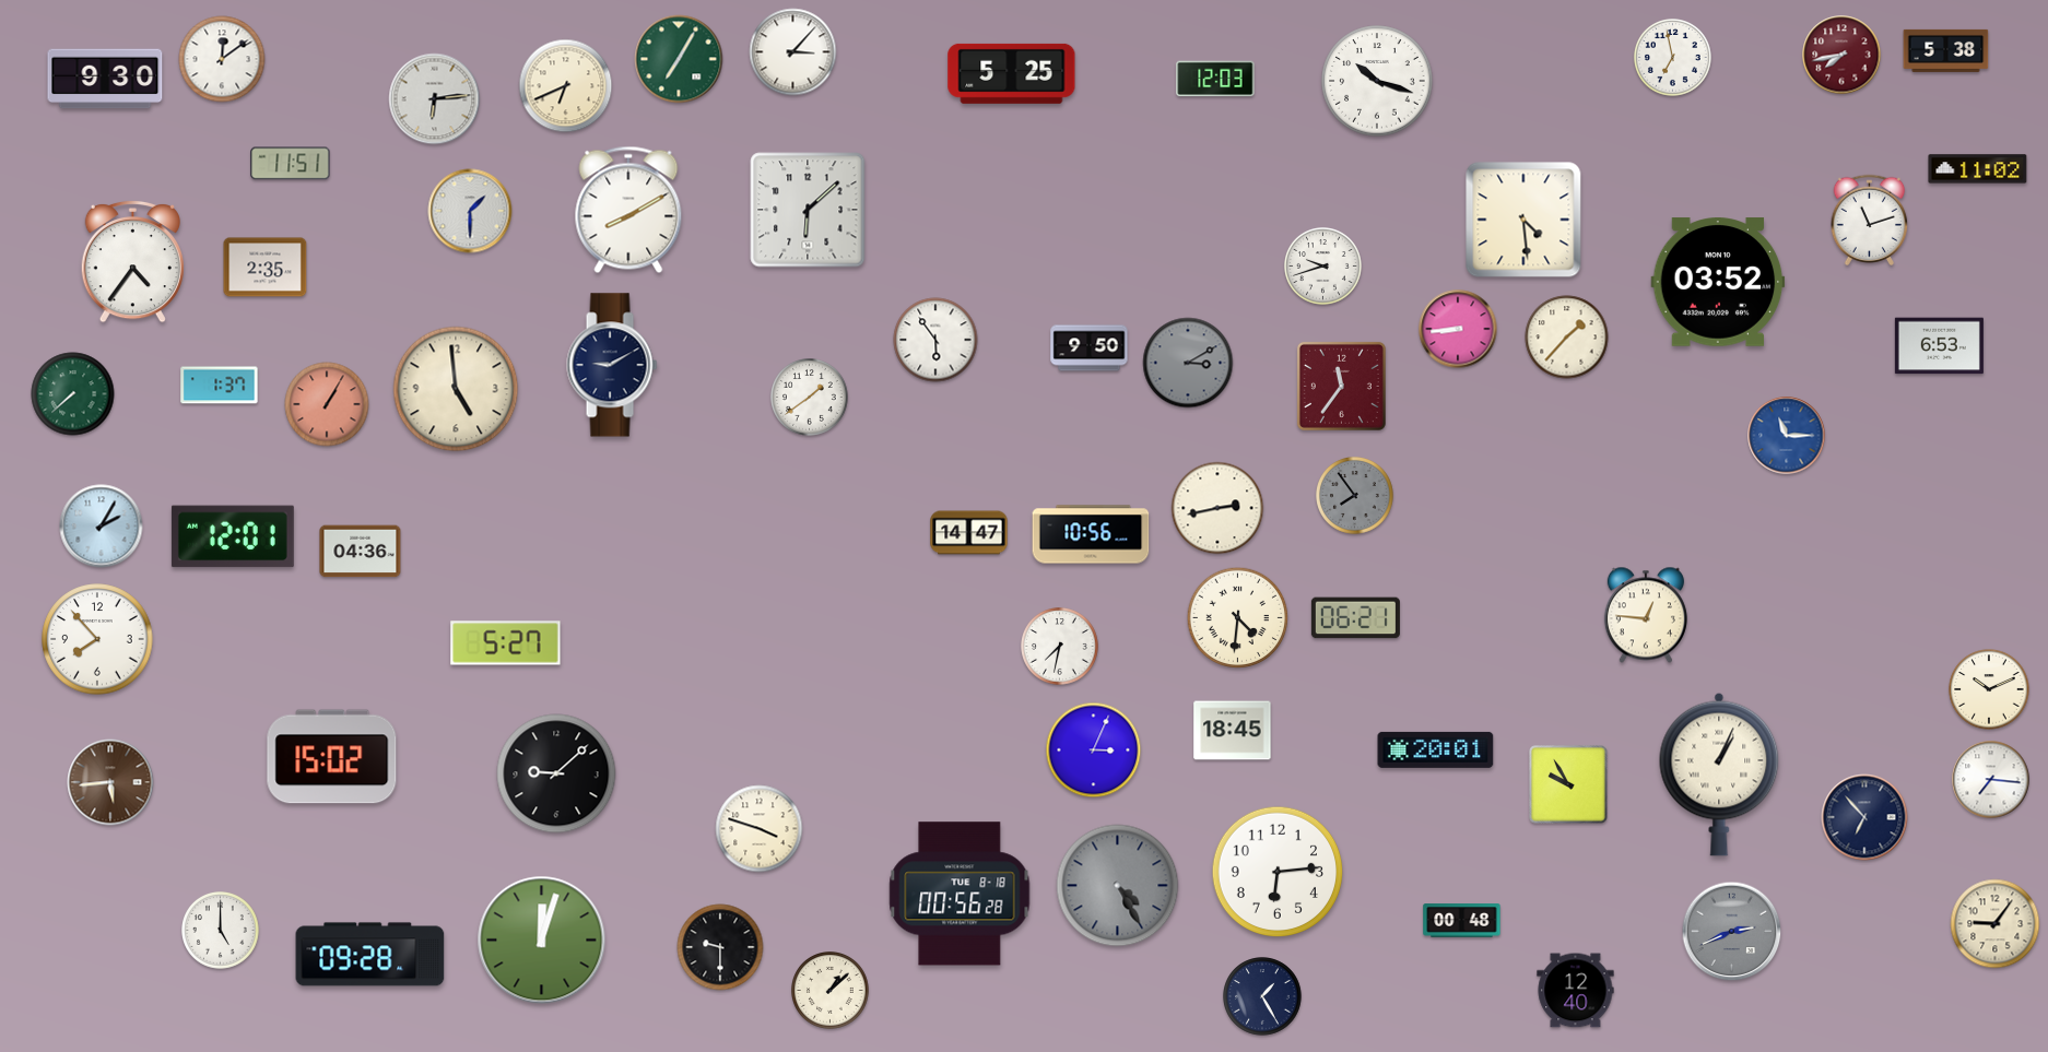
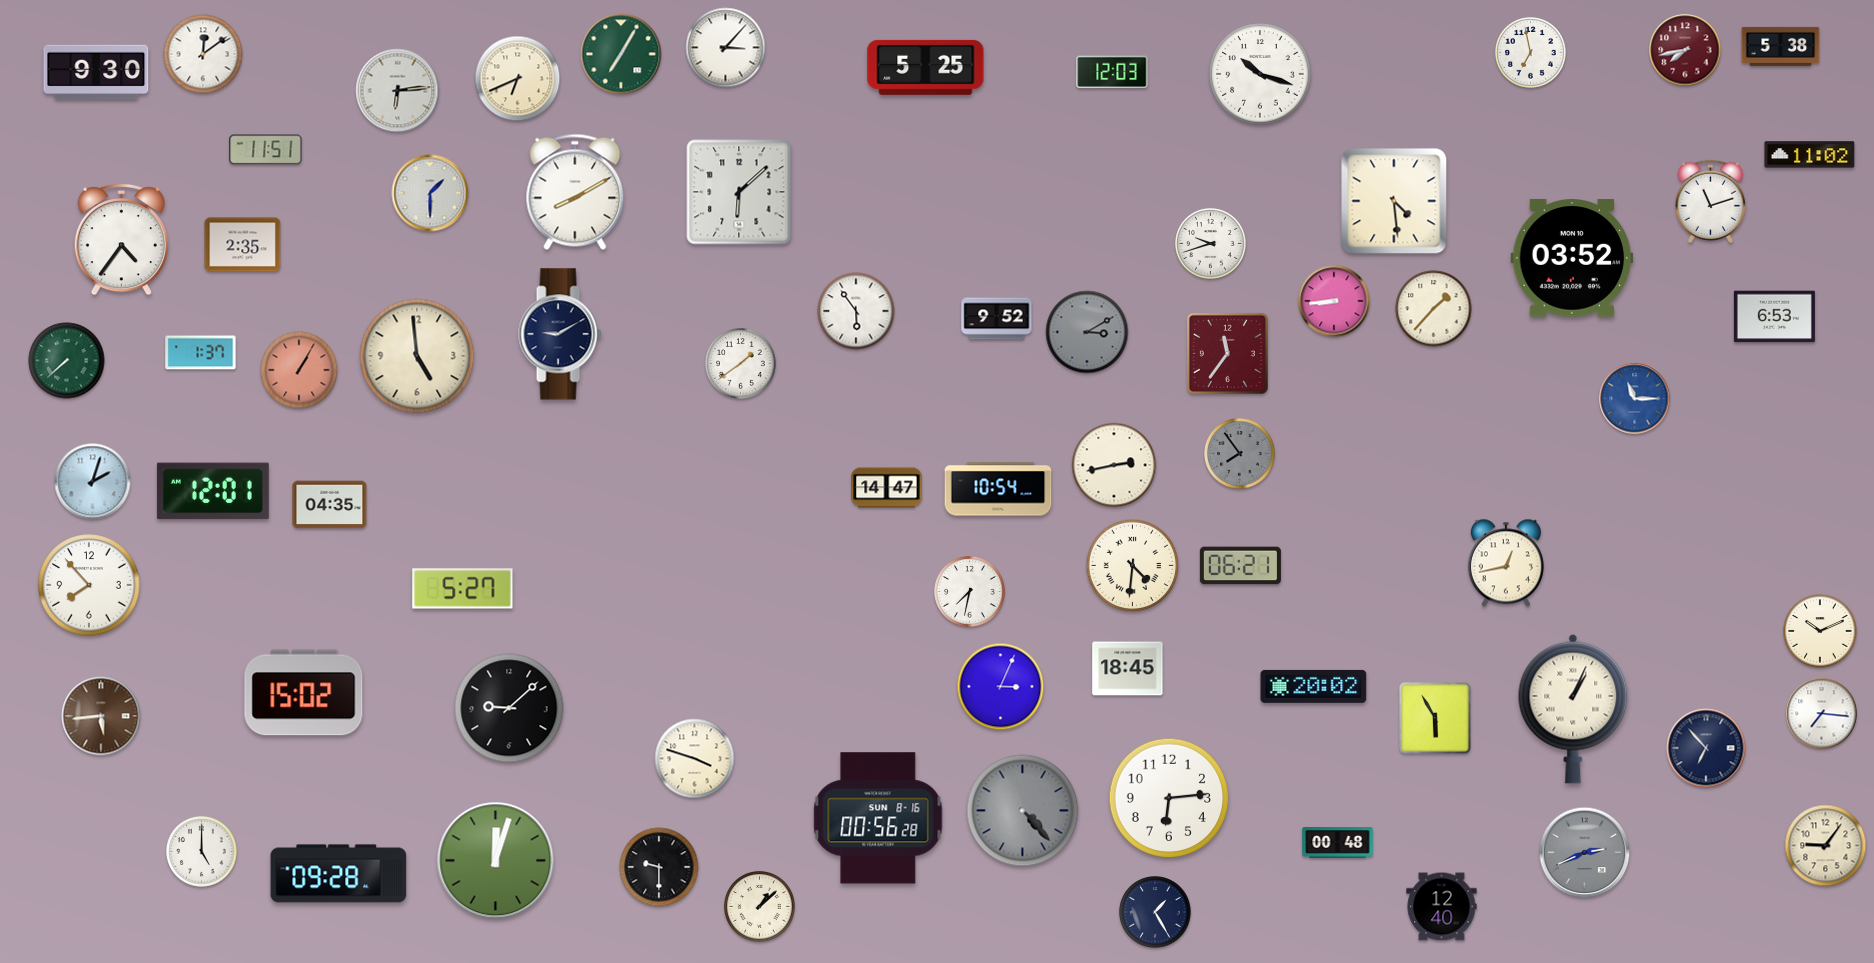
clock at (1090, 348): 9:50 -> 9:52
clock at (102, 527): 2:05 -> 2:03
clock at (1091, 534): 10:56 -> 10:54
clock at (361, 552): 04:36 -> 04:35
clock at (1646, 615): 12:46 -> 12:43
clock at (1436, 749): 20:01 -> 20:02
clock at (1568, 784): 9:55 -> 5:55
clock at (1118, 886): 4:25 -> 4:23
clock at (960, 894) date: TUE 8-18 -> SUN 8-16
